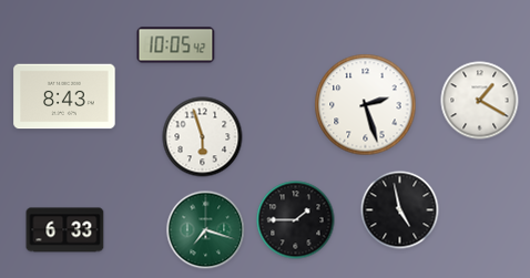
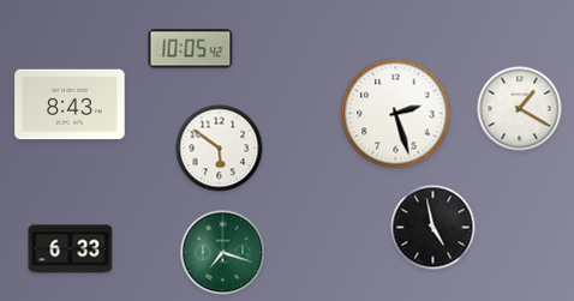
clock at (203, 137): 5:57 -> 5:51
clock at (296, 220): 1:45 -> none
clock at (206, 230) position: (206, 230) -> (223, 253)
